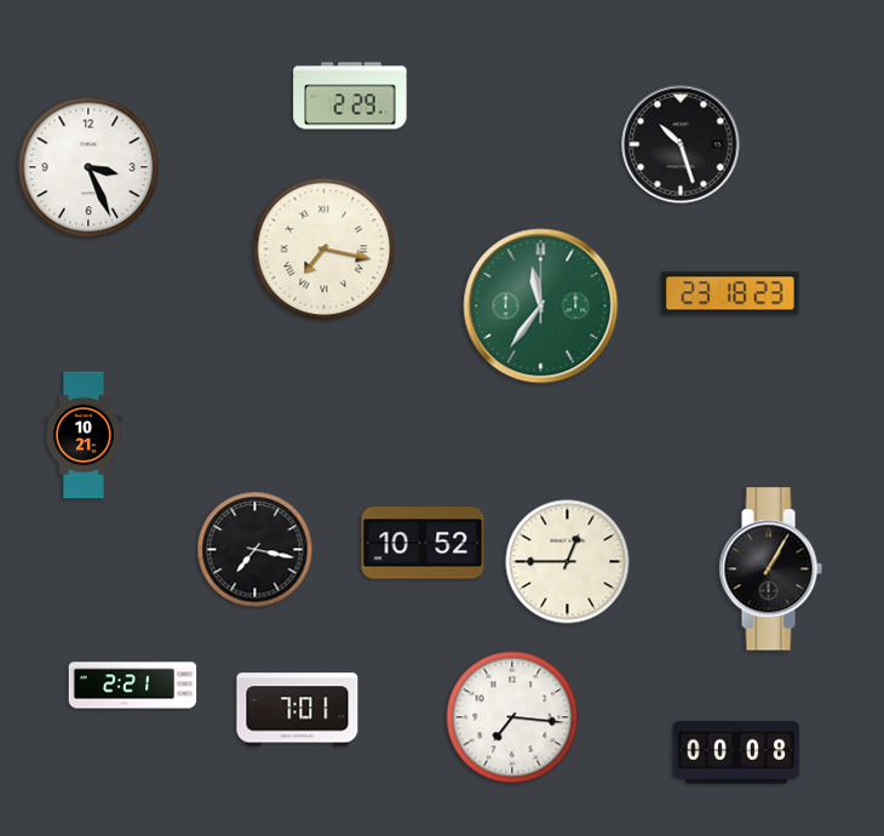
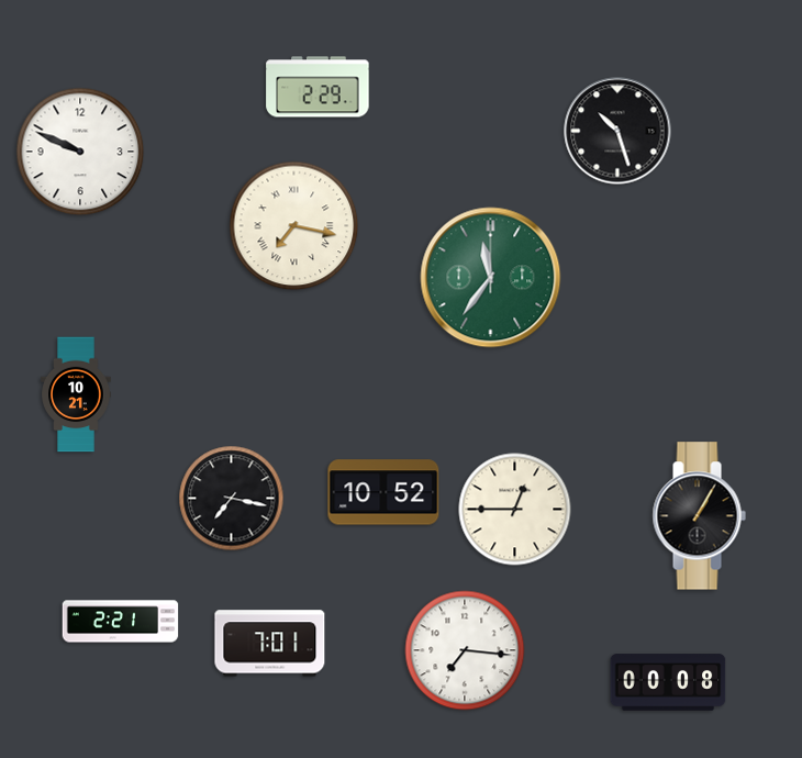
clock at (88, 167): 3:26 -> 9:49
clock at (730, 293): 23:18 -> none
